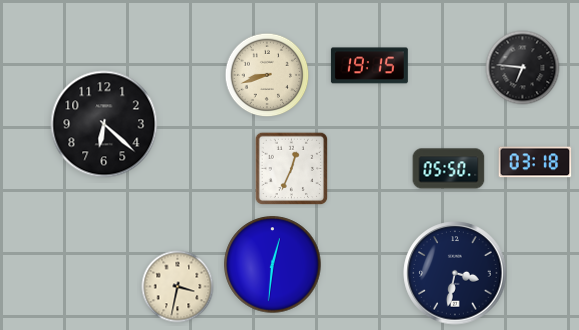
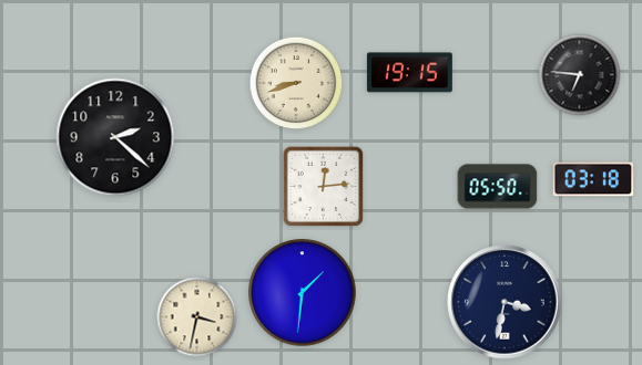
clock at (104, 124): 6:22 -> 2:22
clock at (292, 169): 12:34 -> 12:14
clock at (273, 265): 12:31 -> 1:31
